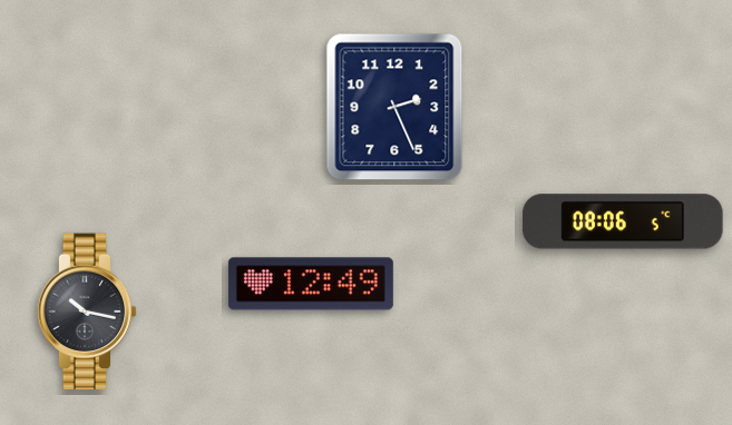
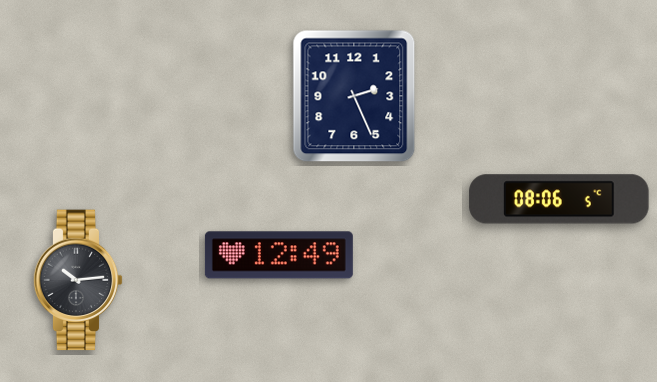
clock at (87, 312): 10:17 -> 10:14
